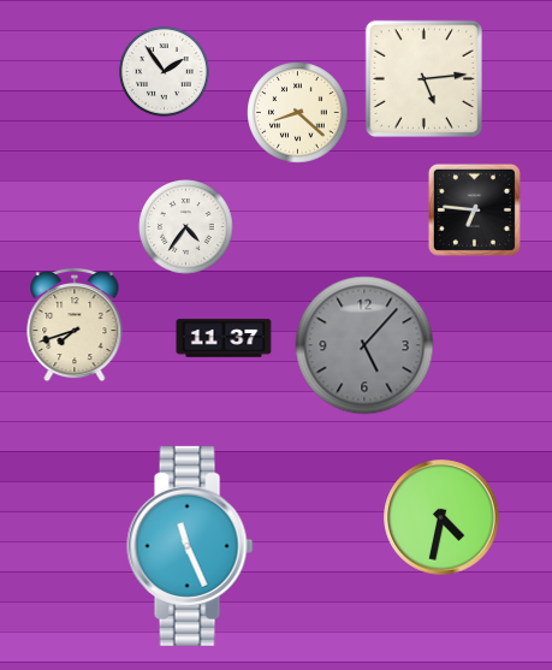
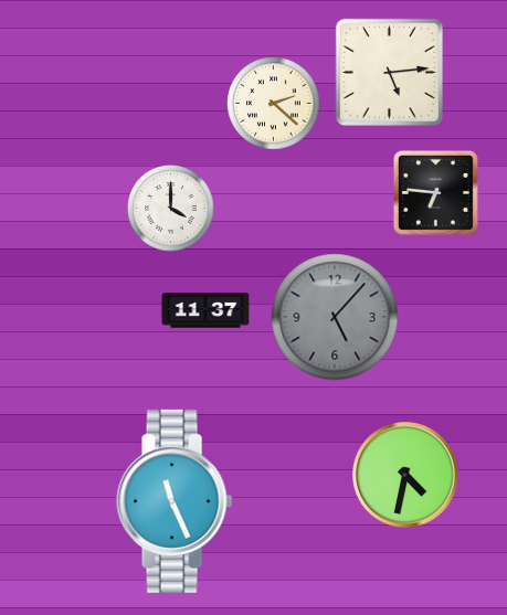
clock at (165, 72): 1:54 -> none
clock at (298, 113): 8:22 -> 2:22
clock at (186, 227): 4:36 -> 4:00
clock at (75, 325): 7:42 -> none
